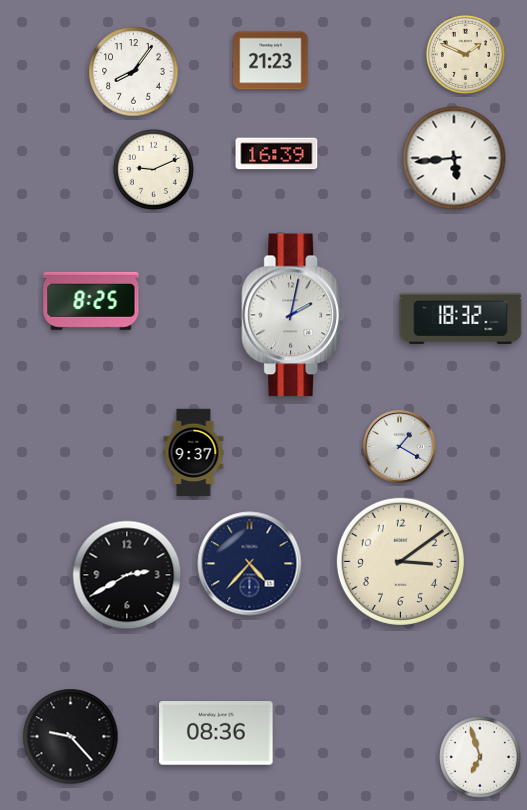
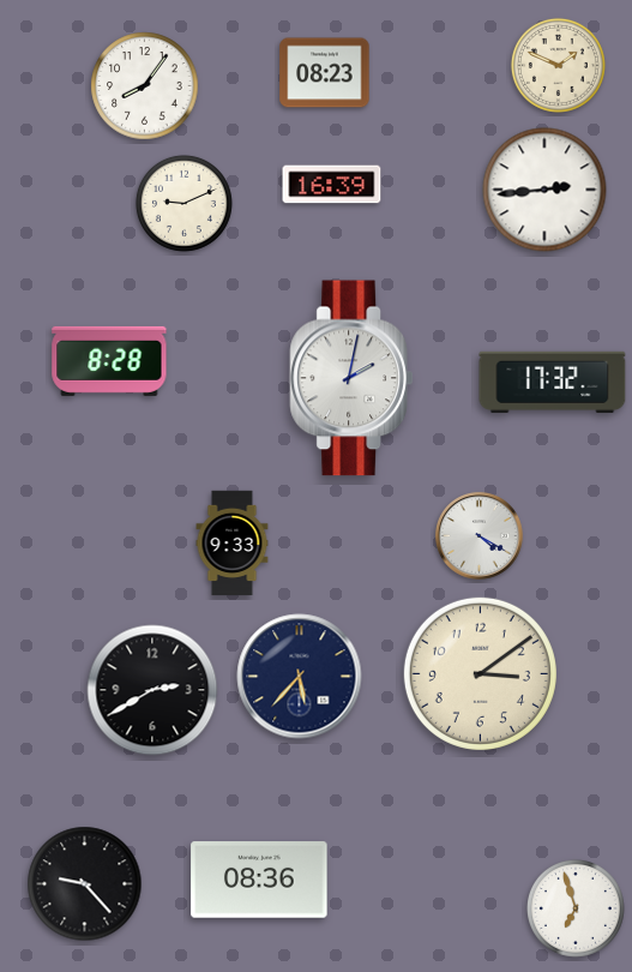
clock at (271, 61): 21:23 -> 08:23
clock at (134, 72) position: (134, 72) -> (145, 86)
clock at (454, 158): 5:44 -> 2:44
clock at (91, 301): 8:25 -> 8:28
clock at (461, 318): 18:32 -> 17:32
clock at (400, 447): 1:20 -> 4:20
clock at (194, 453): 9:37 -> 9:33
clock at (250, 564): 4:37 -> 5:37
